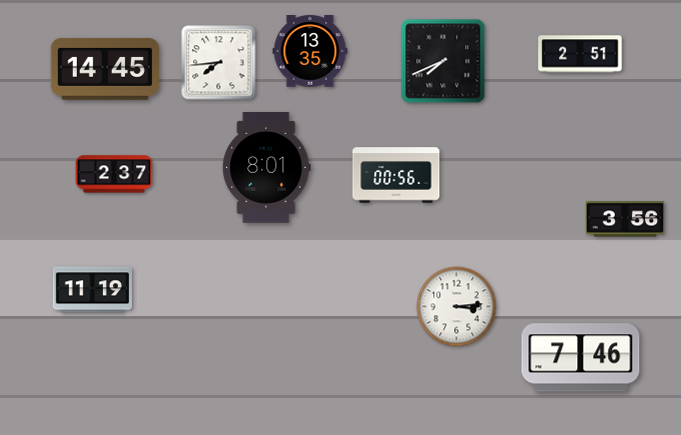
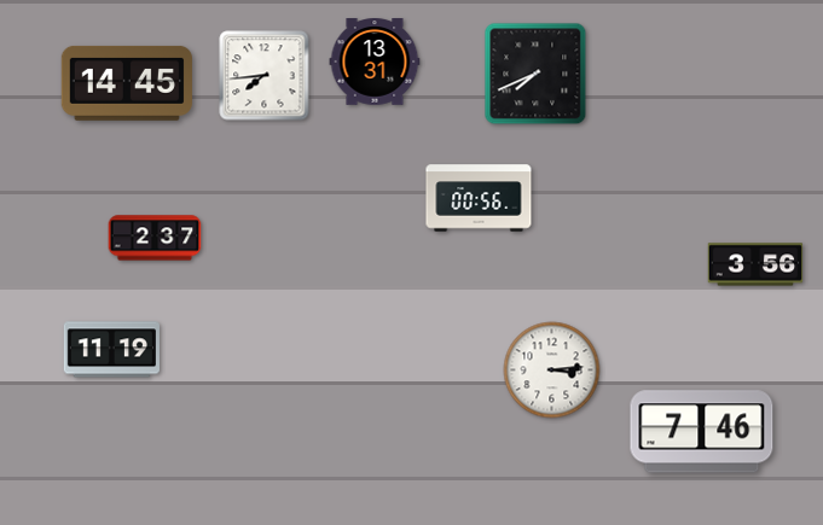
clock at (310, 52): 13:35 -> 13:31
clock at (580, 54): 2:51 -> none
clock at (267, 168): 8:01 -> none
clock at (114, 174) position: (114, 174) -> (155, 238)
clock at (396, 175) position: (396, 175) -> (479, 198)
